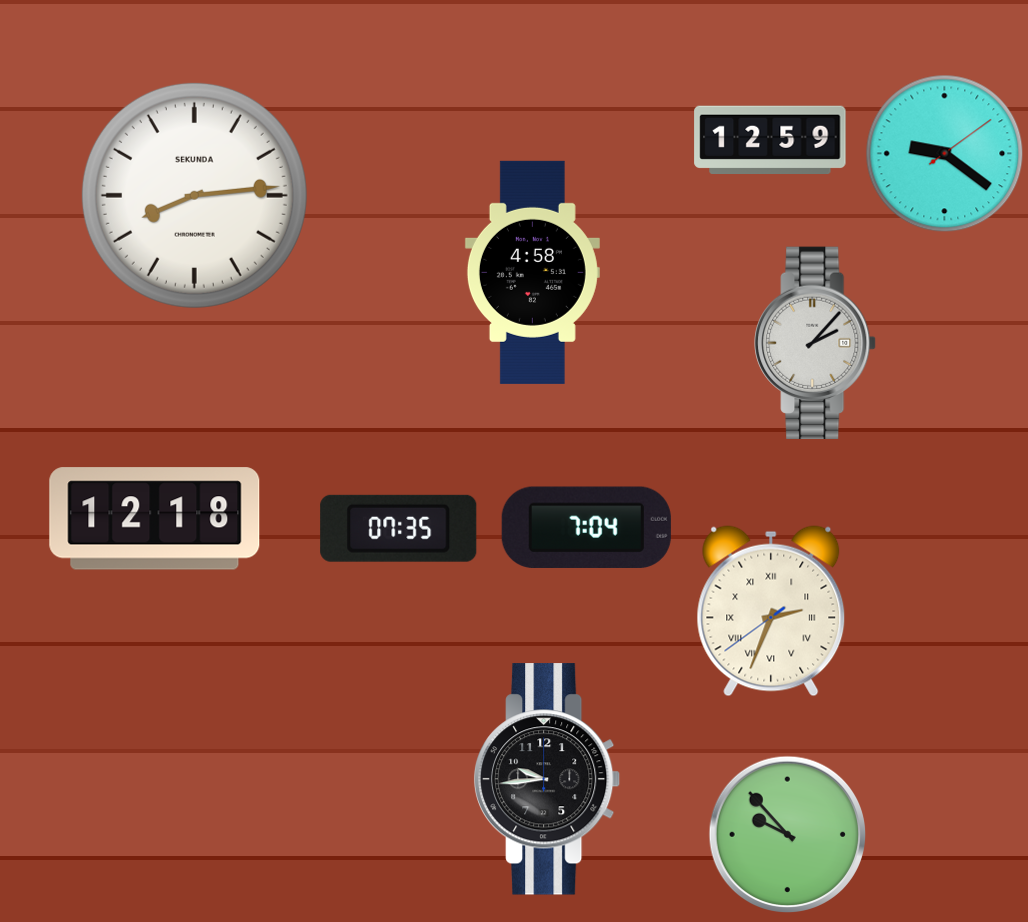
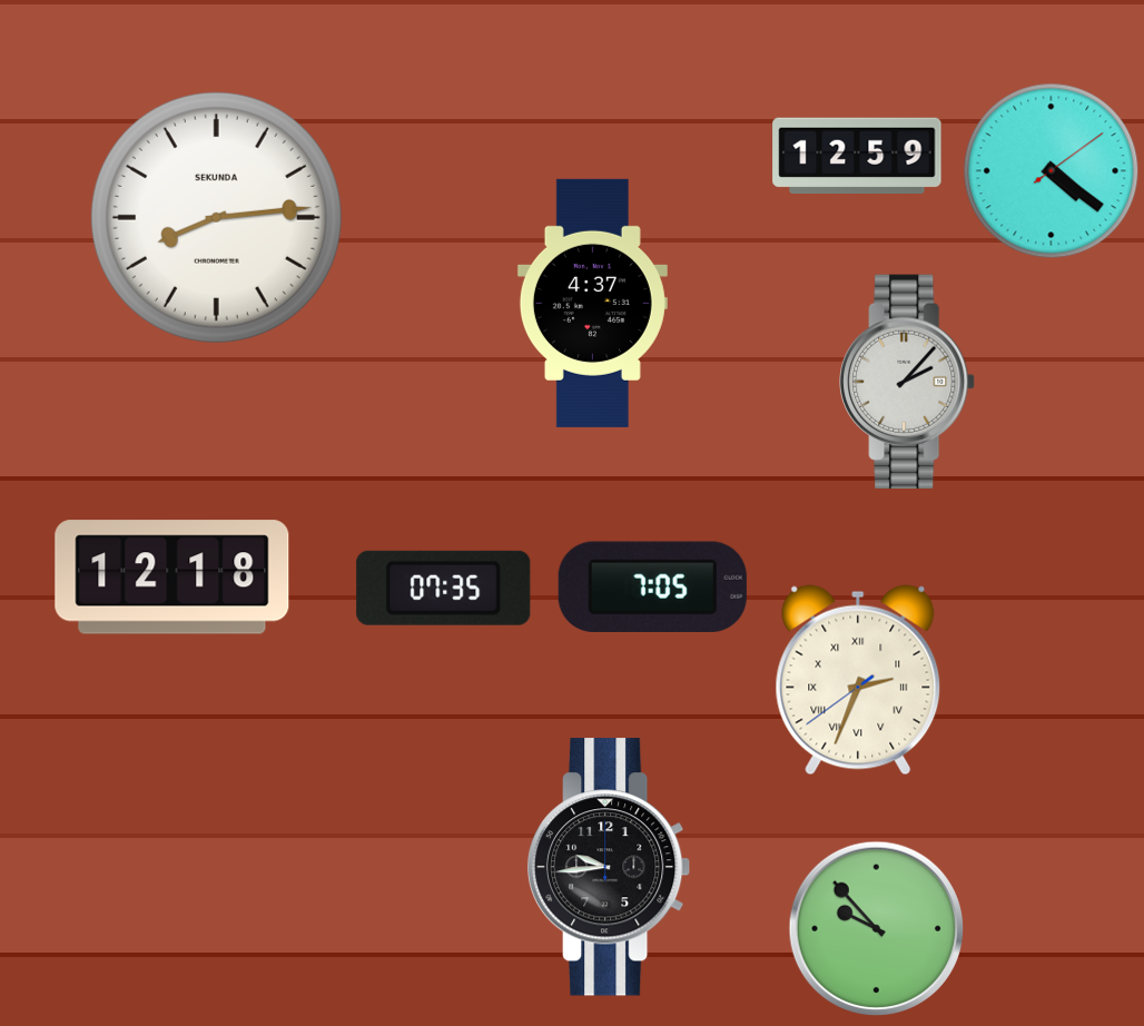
clock at (945, 154): 9:21 -> 4:21
clock at (532, 272): 4:58 -> 4:37
clock at (586, 527): 7:04 -> 7:05
